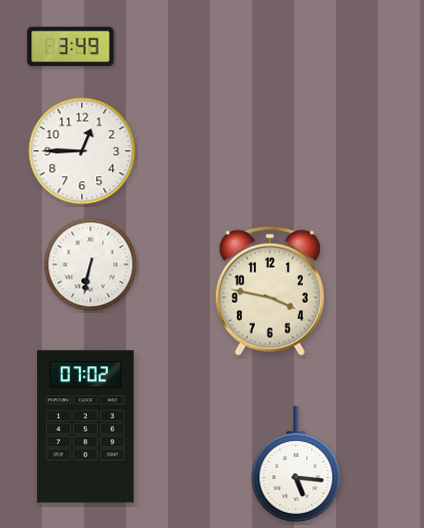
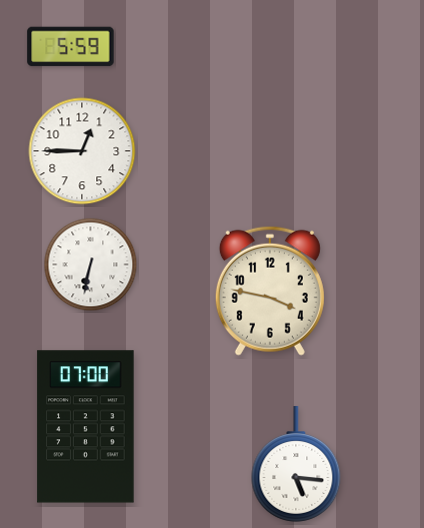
clock at (71, 47): 3:49 -> 5:59
clock at (86, 427): 07:02 -> 07:00
